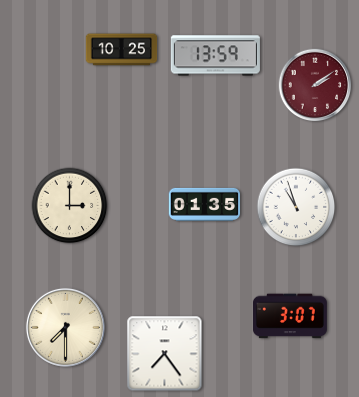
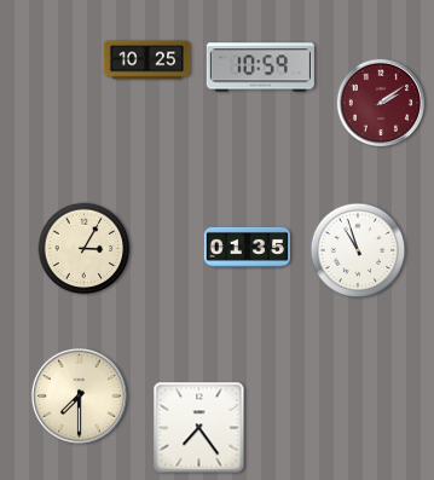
clock at (215, 56): 13:59 -> 10:59
clock at (70, 206): 3:00 -> 3:05
clock at (290, 316): 3:07 -> none
